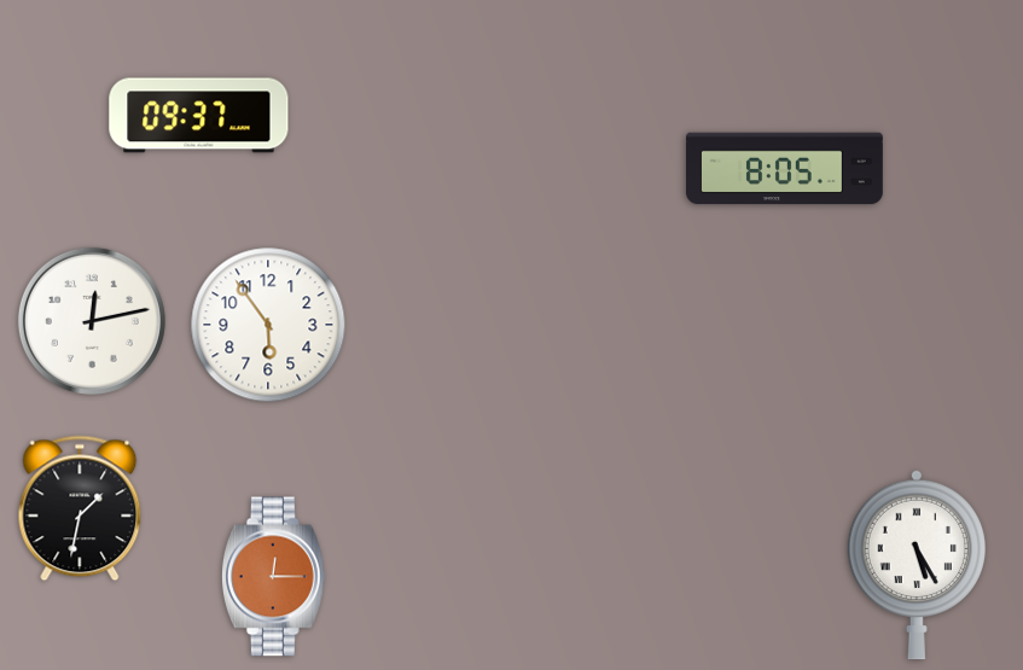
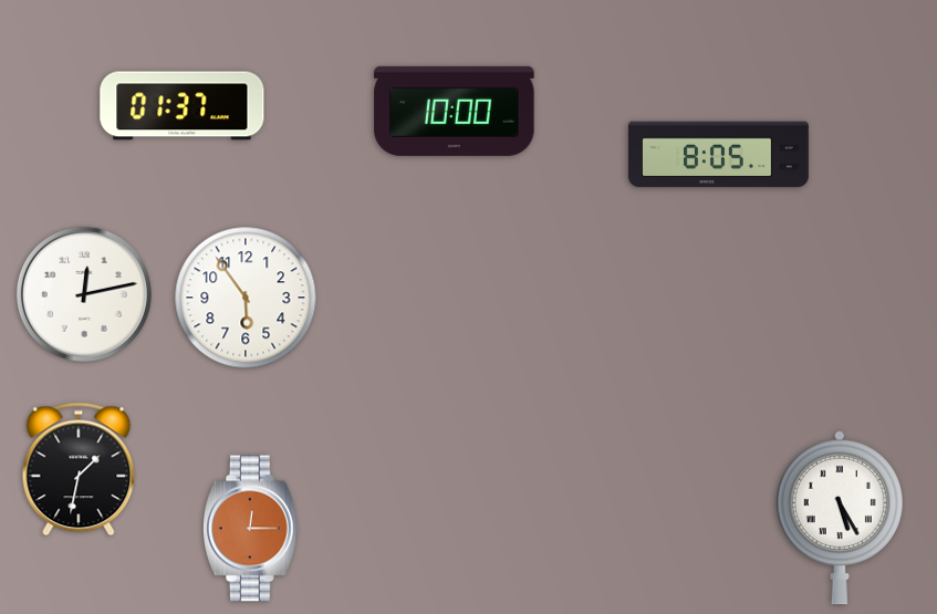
clock at (199, 116): 09:37 -> 01:37
clock at (455, 111): none -> 10:00
clock at (80, 508) position: (80, 508) -> (79, 469)
